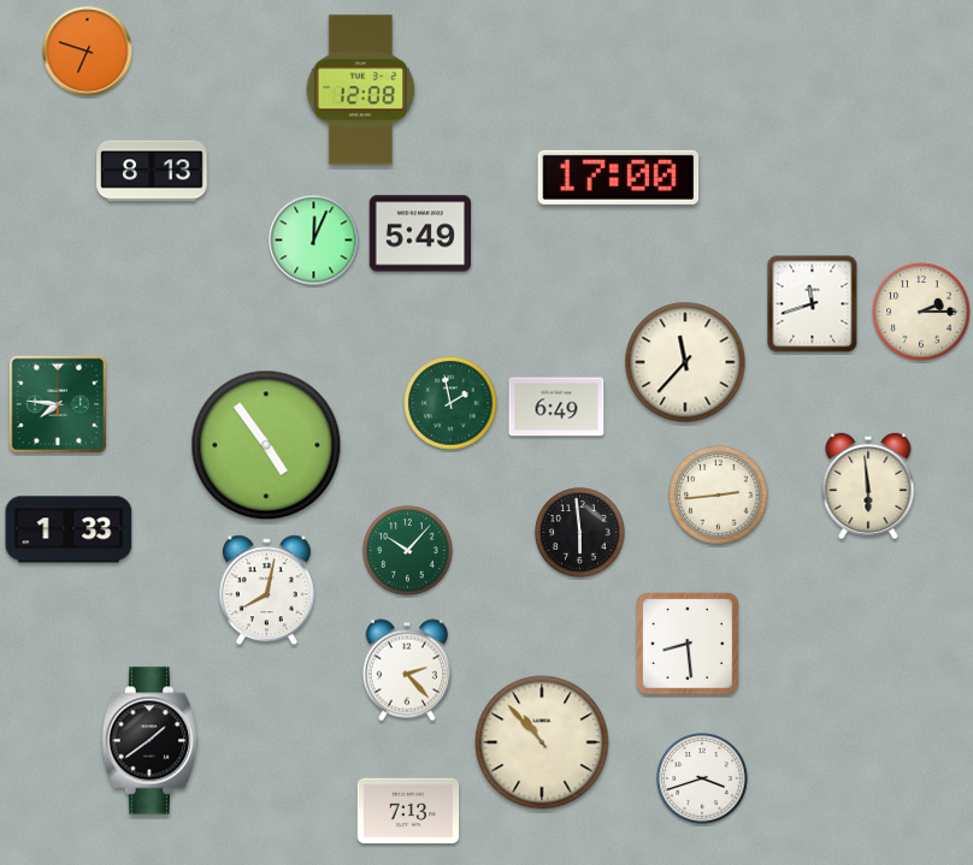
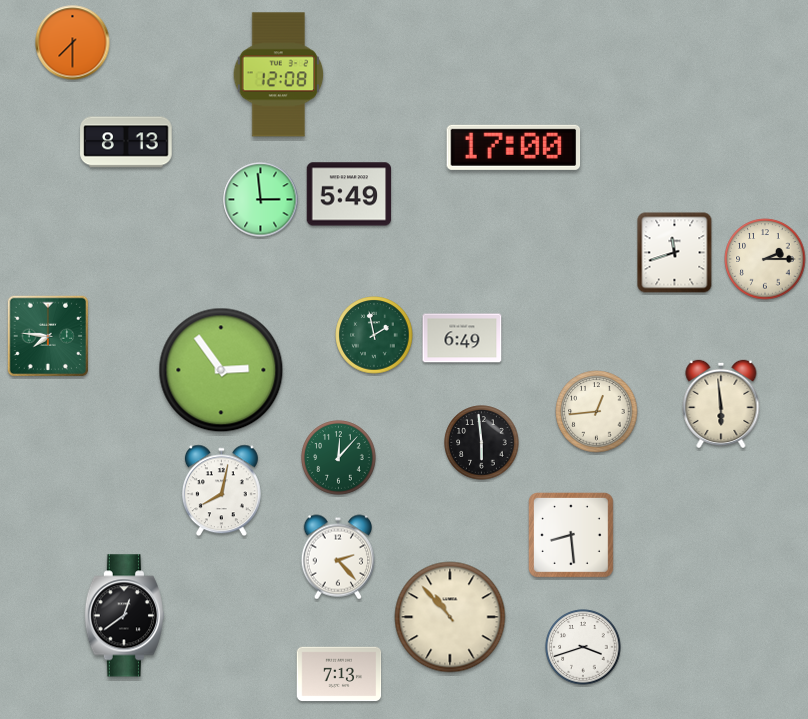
clock at (88, 52): 6:48 -> 7:30
clock at (361, 90) position: (361, 90) -> (279, 75)
clock at (314, 241): 12:04 -> 2:59
clock at (685, 362): 11:37 -> none
clock at (266, 445): 4:54 -> 2:54
clock at (719, 496): 2:44 -> 12:44
clock at (69, 529): 1:33 -> none
clock at (408, 551): 10:07 -> 12:07
clock at (149, 741): 1:39 -> 12:39
